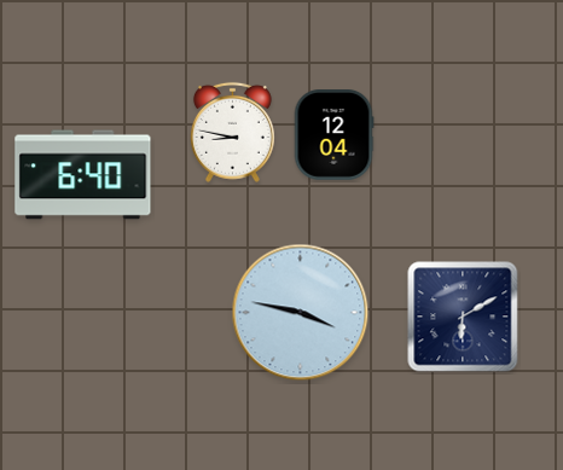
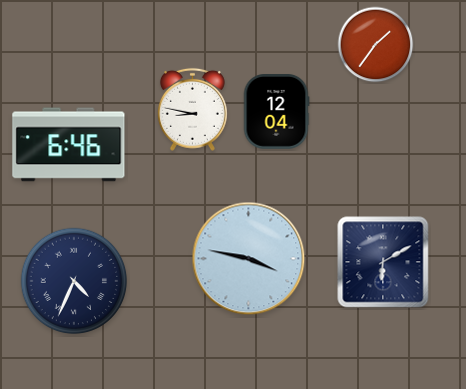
clock at (376, 45): none -> 1:36
clock at (83, 175): 6:40 -> 6:46
clock at (74, 281): none -> 4:34
